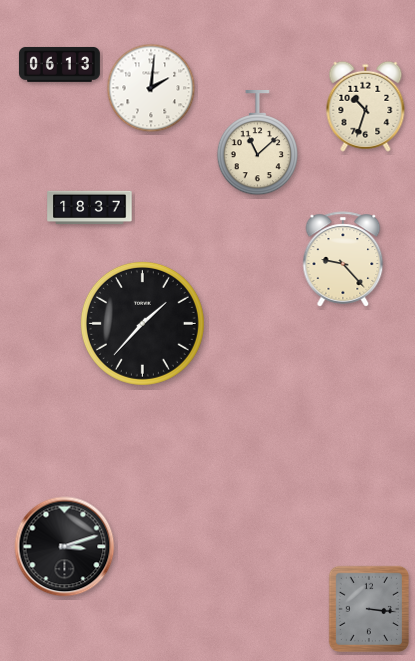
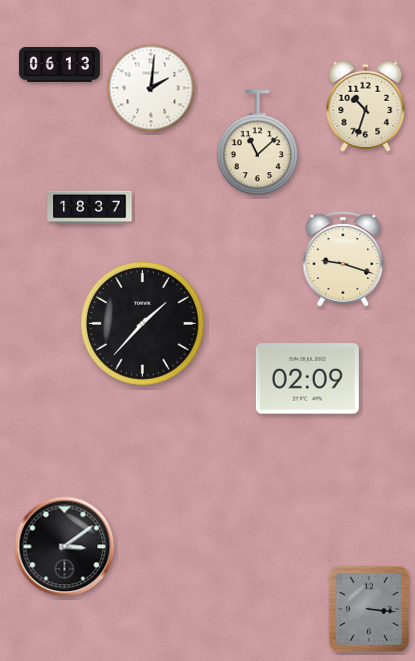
clock at (343, 259): 9:23 -> 9:18
clock at (307, 379): none -> 02:09
clock at (65, 547): 3:12 -> 3:09
